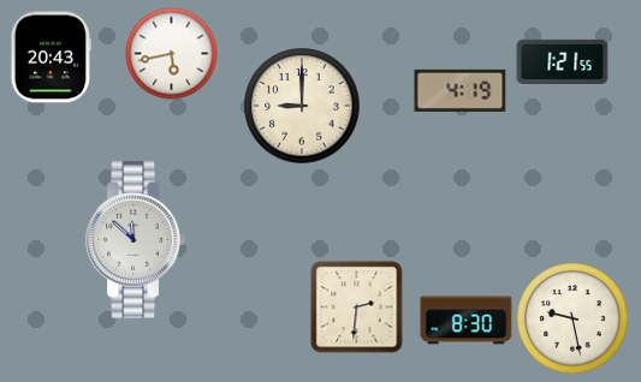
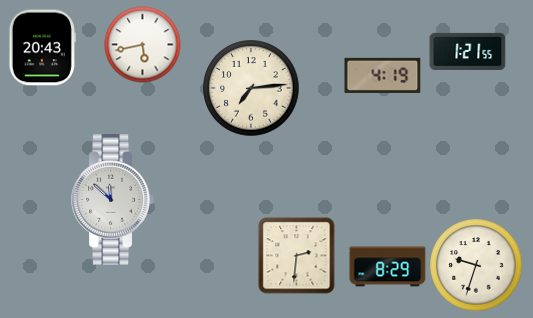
clock at (302, 106): 9:00 -> 7:14
clock at (572, 318): 9:28 -> 9:33
clock at (467, 321): 8:30 -> 8:29
